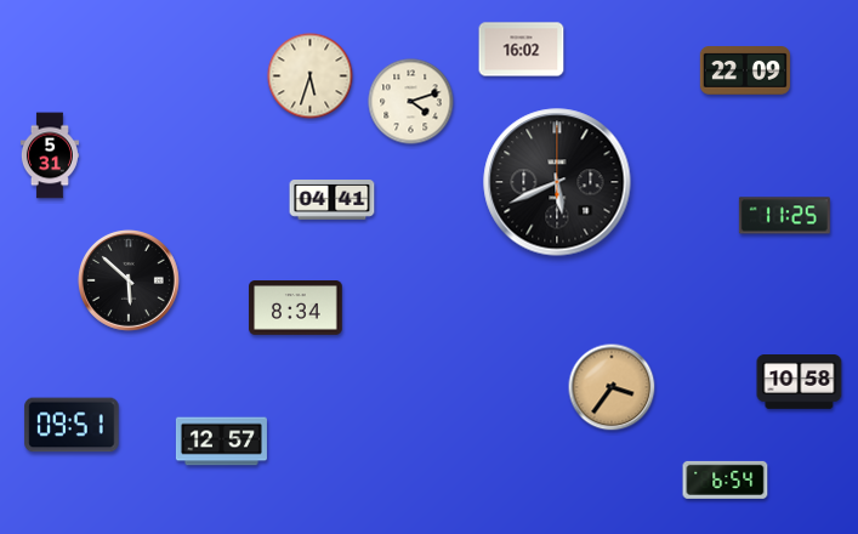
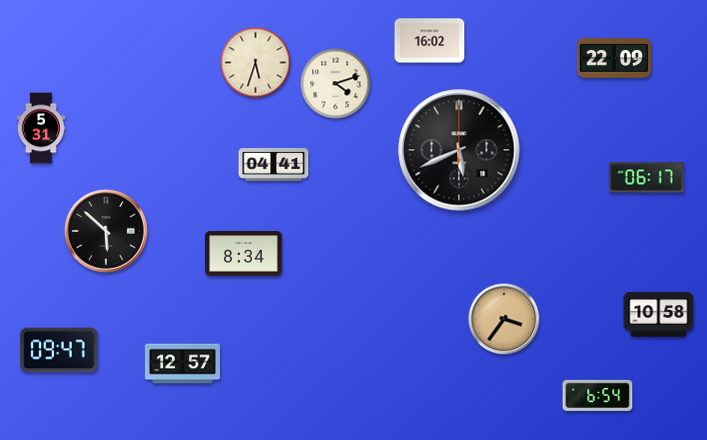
clock at (411, 102) position: (411, 102) -> (336, 84)
clock at (784, 216): 11:25 -> 06:17
clock at (72, 425): 09:51 -> 09:47
